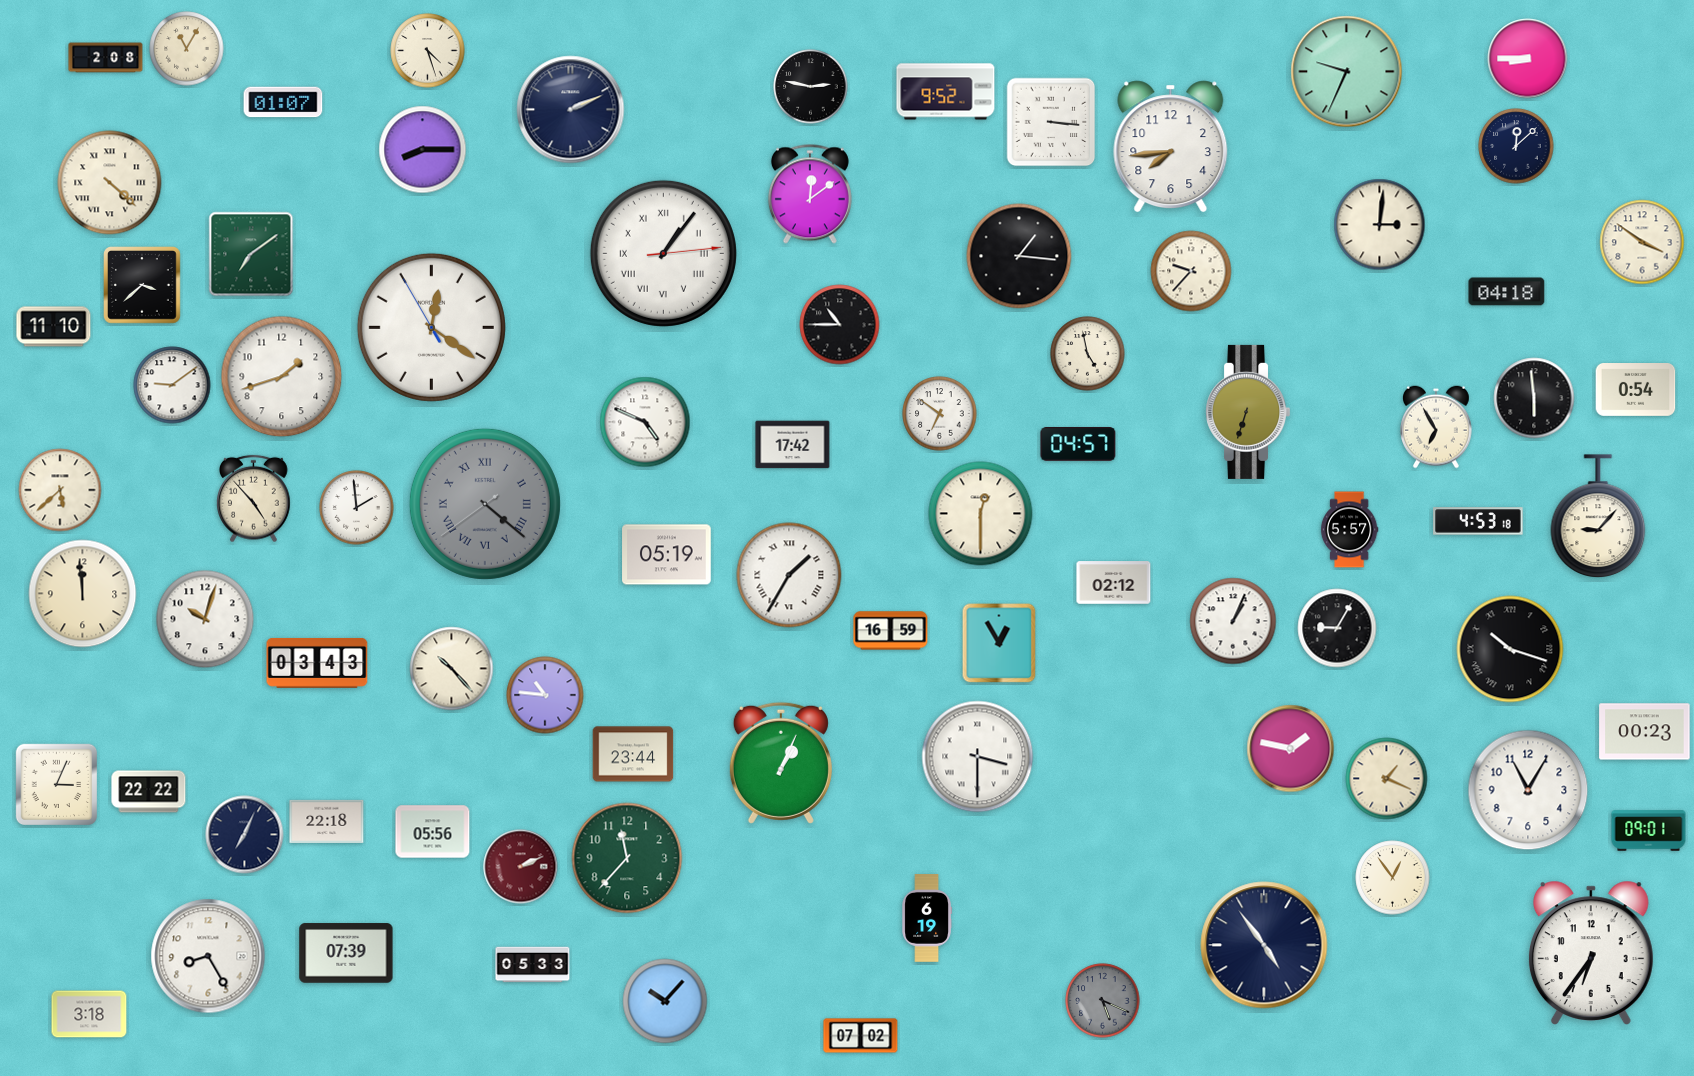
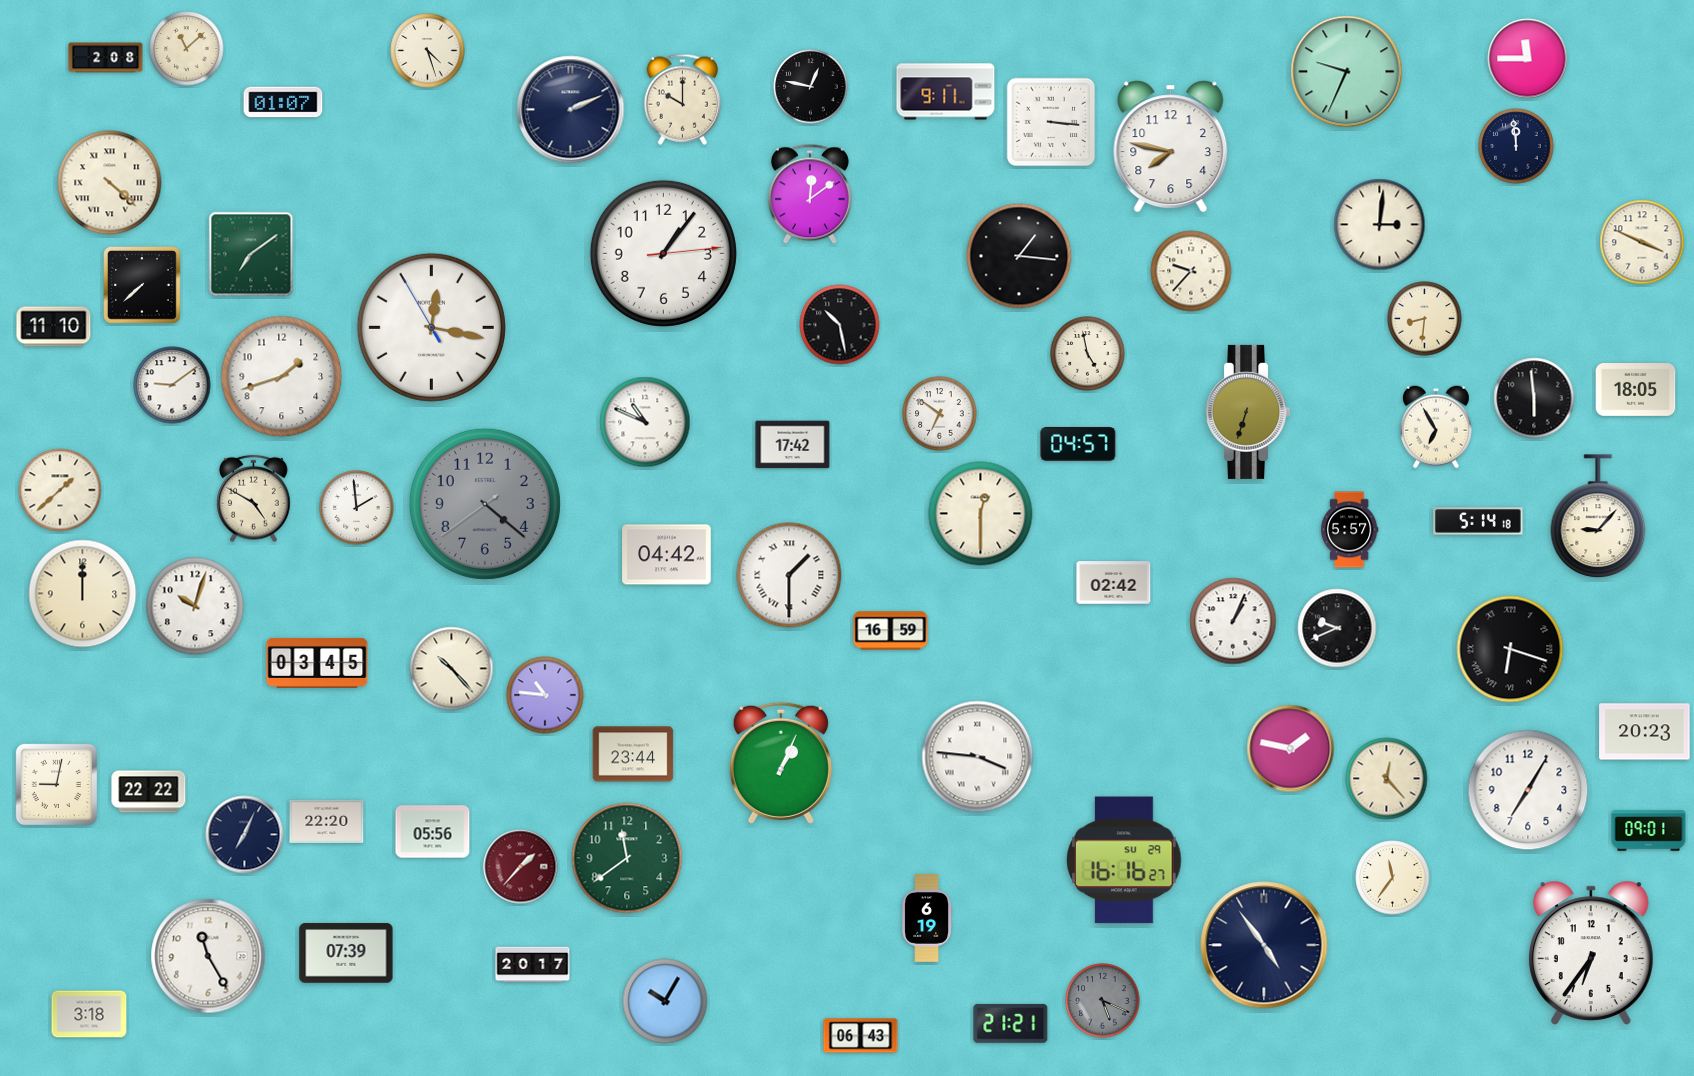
clock at (187, 49): 11:05 -> 11:08
clock at (1528, 59): 8:45 -> 11:45
clock at (811, 87): 2:47 -> 12:47
clock at (946, 92): 9:52 -> 9:11
clock at (682, 99): none -> 10:00
clock at (1516, 146): 12:08 -> 11:59
clock at (1171, 147): 7:44 -> 7:47
clock at (423, 150): 8:15 -> none
clock at (1642, 242): 3:51 -> 3:49
clock at (663, 253) numerals: Roman -> Arabic
clock at (143, 286): 3:38 -> 7:38
clock at (1507, 292): 04:18 -> none
clock at (1425, 319): none -> 8:31
clock at (840, 325): 10:45 -> 10:28
clock at (431, 327): 12:20 -> 12:16
clock at (1636, 390): 0:54 -> 18:05
clock at (645, 422): 4:49 -> 10:49
clock at (60, 490): 5:38 -> 1:38
clock at (254, 499): 4:53 -> 4:50
clock at (485, 504) numerals: Roman -> Arabic
clock at (1478, 521): 4:53 -> 5:14
clock at (667, 555): 05:19 -> 04:42
clock at (789, 575): 1:35 -> 1:30
clock at (1114, 583): 02:12 -> 02:42
clock at (83, 594): 11:59 -> 12:00
clock at (205, 619) position: (205, 619) -> (195, 606)
clock at (1337, 628): 9:05 -> 9:41
clock at (999, 643): 12:55 -> none
clock at (1510, 649): 10:18 -> 6:18
clock at (317, 663): 03:43 -> 03:45
clock at (1645, 732): 00:23 -> 20:23
clock at (978, 757): 3:30 -> 3:46
clock at (1387, 779): 1:19 -> 12:23
clock at (57, 785): 3:04 -> 9:02
clock at (1528, 790): 11:05 -> 7:05
clock at (327, 821): 22:18 -> 22:20
clock at (627, 858): 11:37 -> 11:39
clock at (1124, 860): none -> 16:16
clock at (521, 867): 2:11 -> 1:37
clock at (1393, 878): 12:54 -> 11:36
clock at (208, 956): 8:25 -> 11:25
clock at (533, 965): 05:33 -> 20:17
clock at (665, 1001): 10:07 -> 10:05
clock at (1011, 1023): none -> 21:21
clock at (861, 1036): 07:02 -> 06:43
